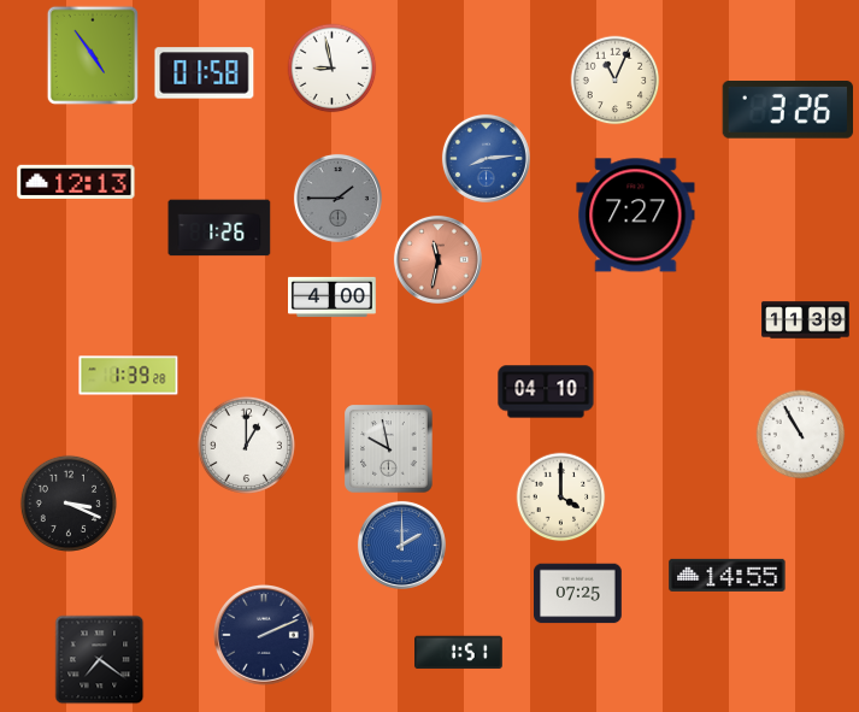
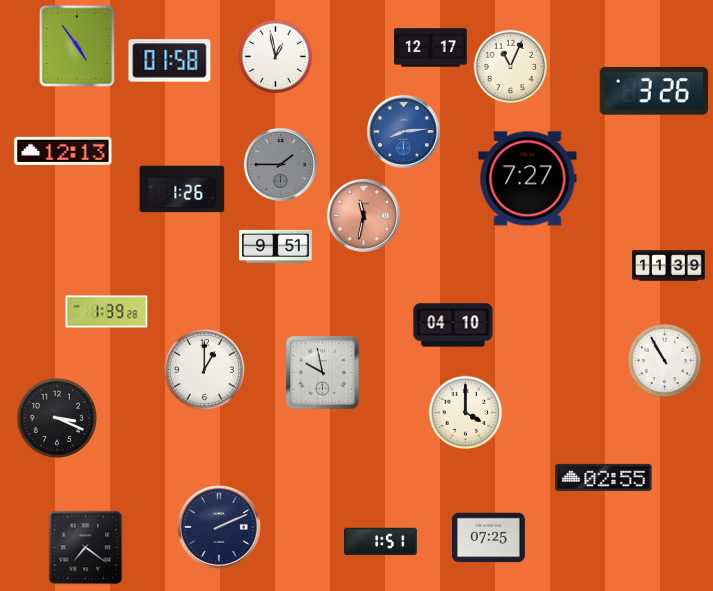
clock at (431, 48): none -> 12:17
clock at (333, 69): 8:58 -> 12:58
clock at (333, 296): 4:00 -> 9:51
clock at (401, 545): 2:00 -> none
clock at (728, 575): 14:55 -> 02:55
clock at (578, 594) position: (578, 594) -> (489, 538)
clock at (100, 660) position: (100, 660) -> (86, 548)
